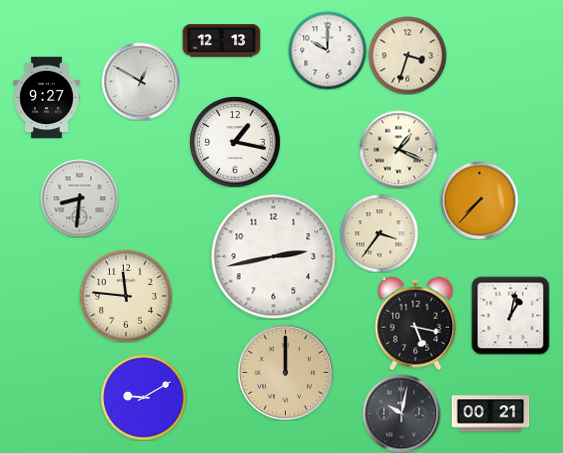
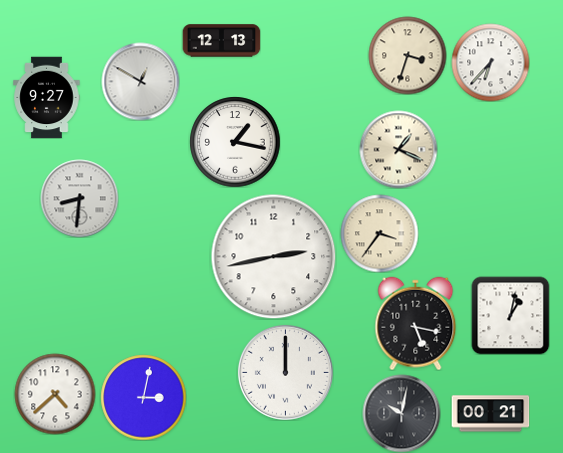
clock at (327, 50): 10:00 -> none
clock at (490, 62): none -> 6:37
clock at (479, 200): 7:37 -> none
clock at (126, 296): 11:46 -> none
clock at (285, 372) dial: champagne -> white
clock at (55, 394): none -> 4:38
clock at (143, 397): 9:10 -> 3:02
